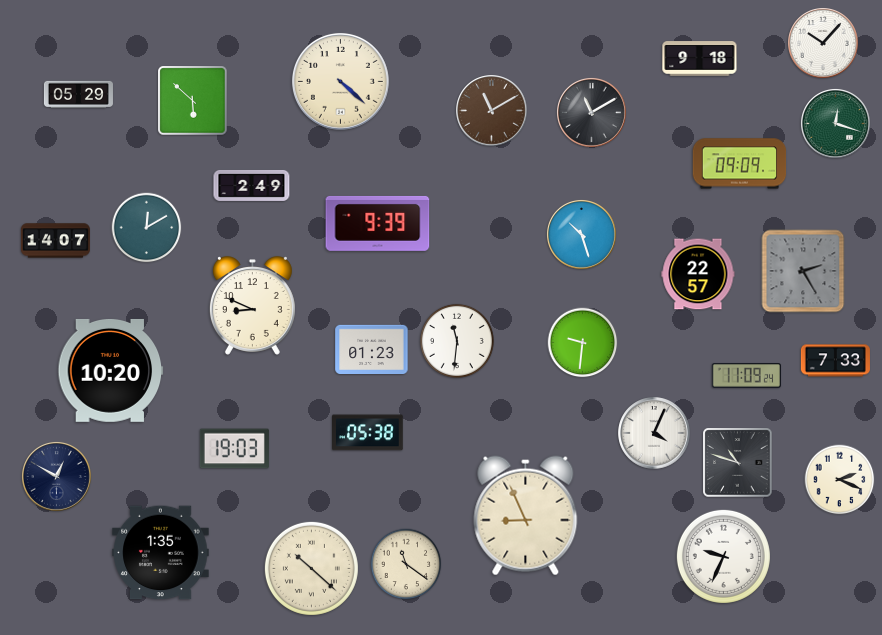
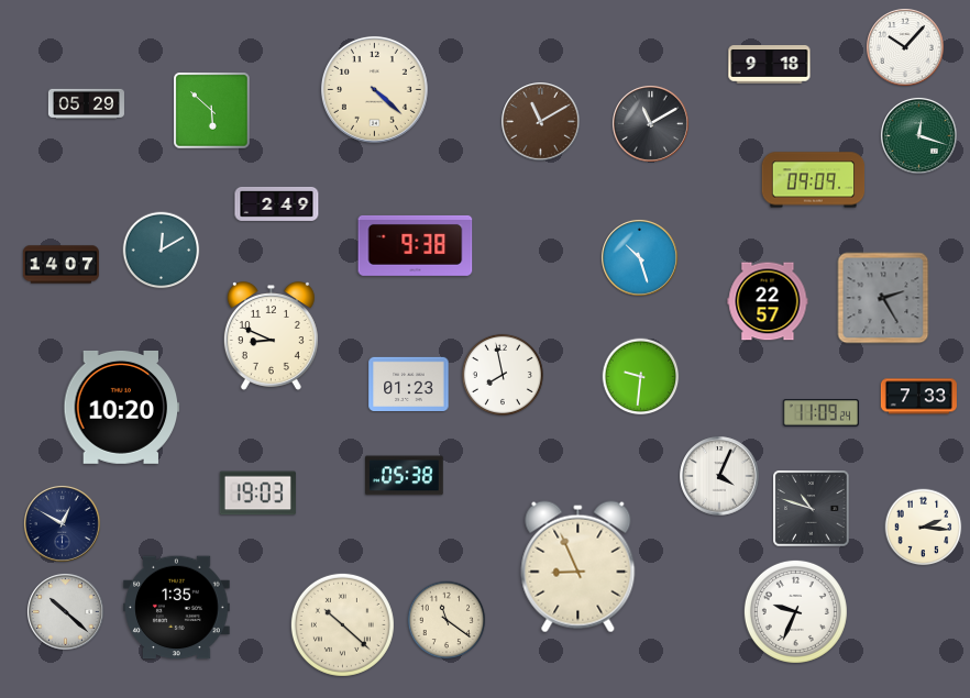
clock at (378, 223): 9:39 -> 9:38
clock at (252, 306) position: (252, 306) -> (271, 336)
clock at (457, 341): 11:31 -> 7:58
clock at (840, 480): 2:19 -> 2:16
clock at (65, 611): none -> 10:22
